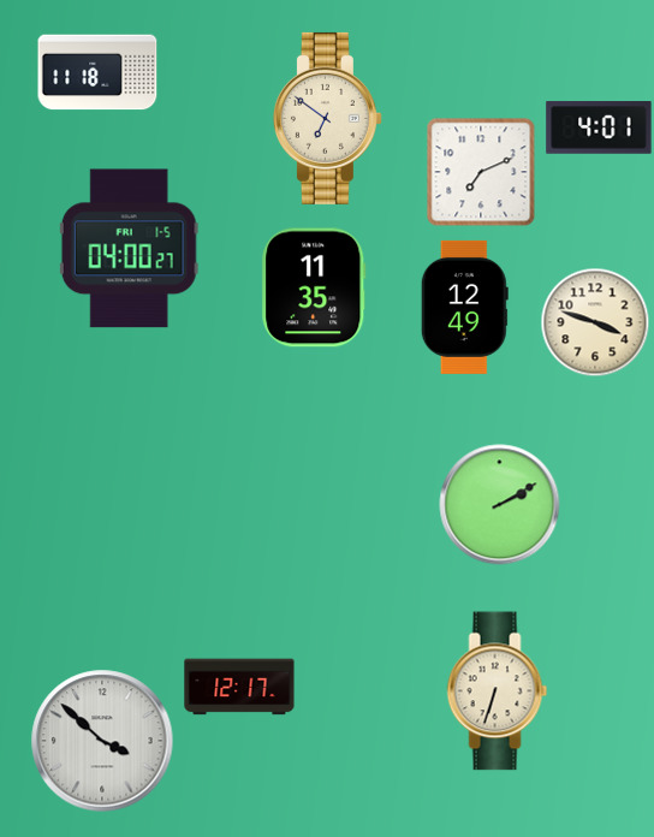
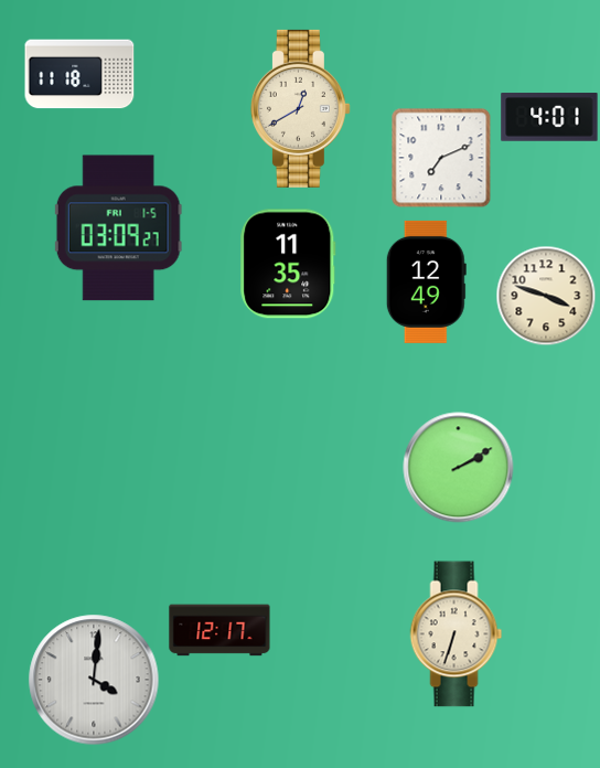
clock at (97, 72) position: (97, 72) -> (79, 74)
clock at (327, 118): 6:51 -> 12:40
clock at (129, 249): 04:00 -> 03:09
clock at (500, 505) position: (500, 505) -> (459, 468)
clock at (102, 741): 3:52 -> 4:01
